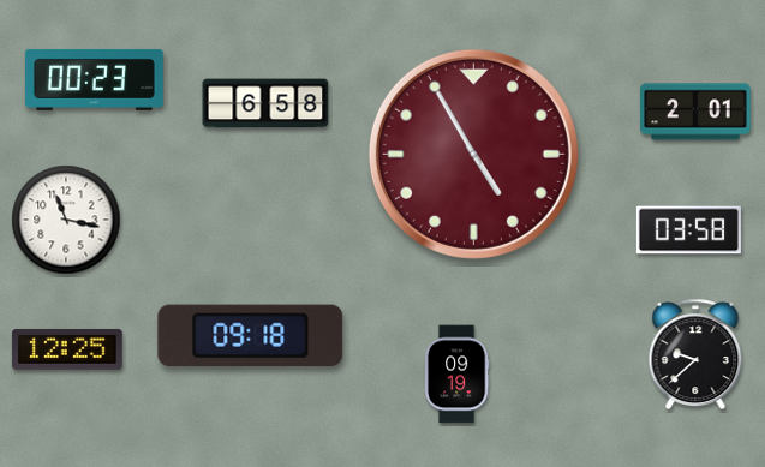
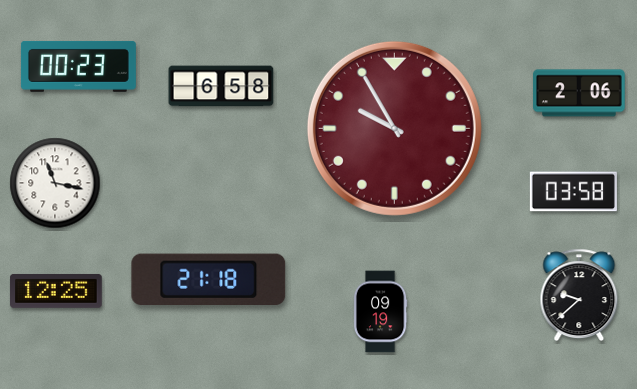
clock at (695, 112): 2:01 -> 2:06
clock at (473, 154): 4:55 -> 9:55
clock at (251, 335): 09:18 -> 21:18
